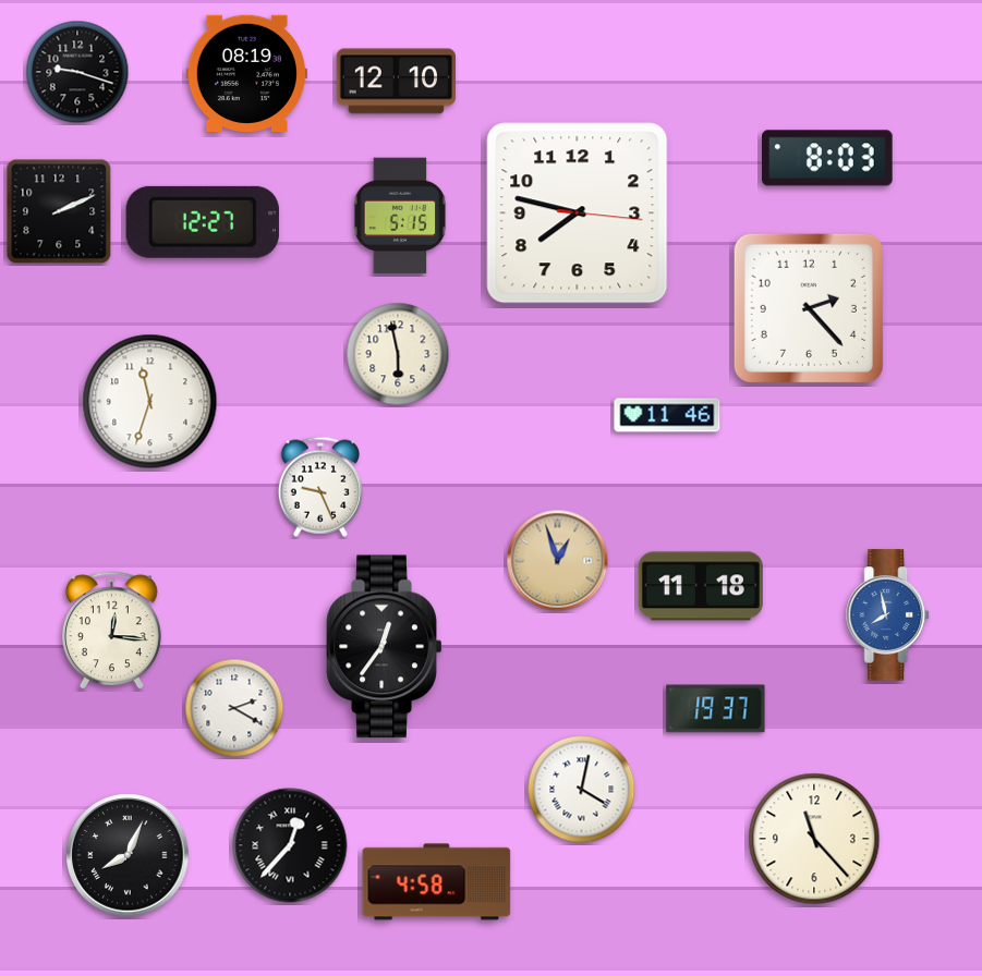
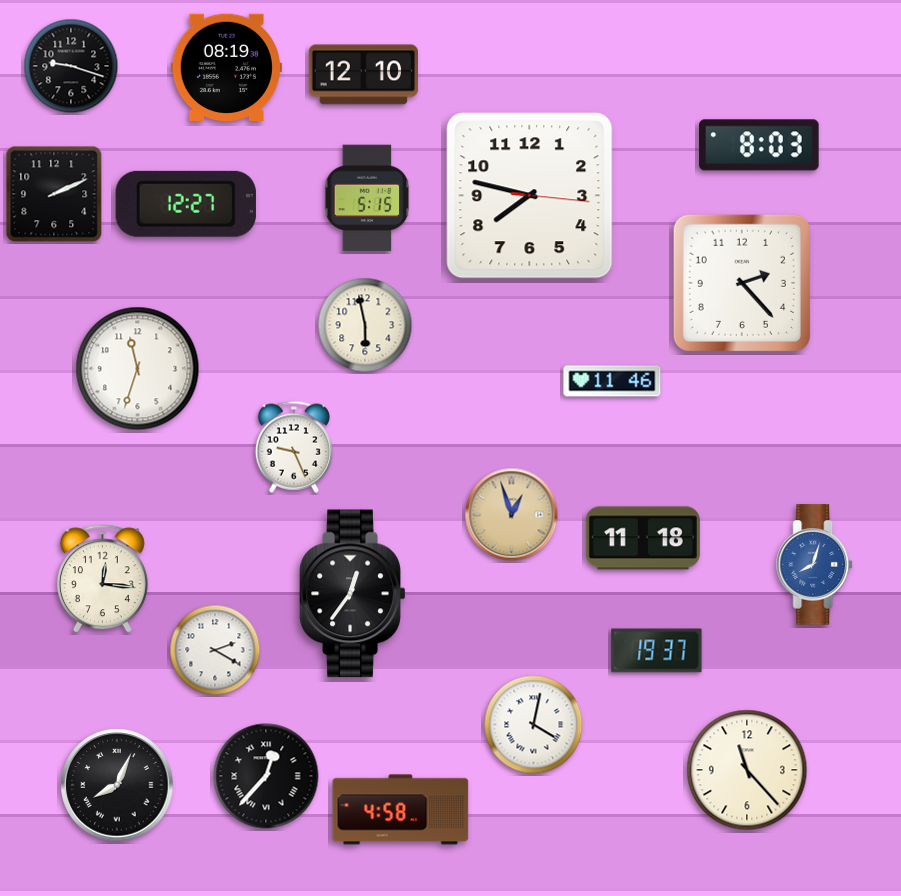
clock at (888, 615): 7:58 -> 8:03
